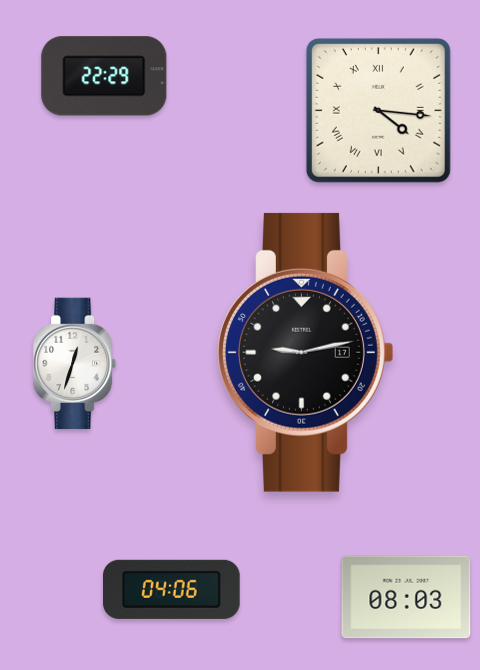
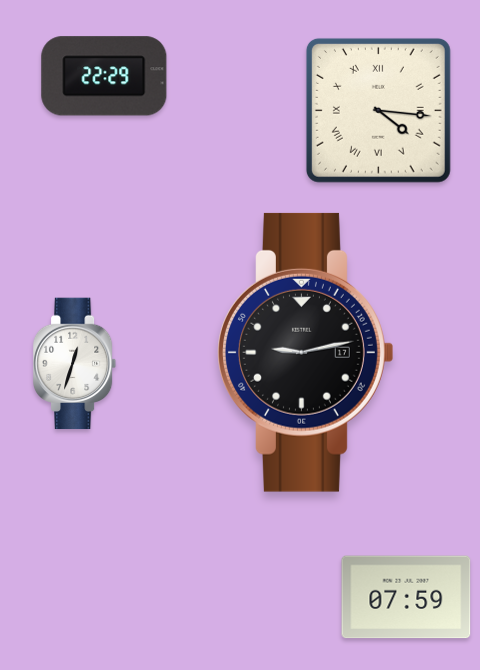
clock at (172, 589): 04:06 -> none
clock at (406, 597): 08:03 -> 07:59
